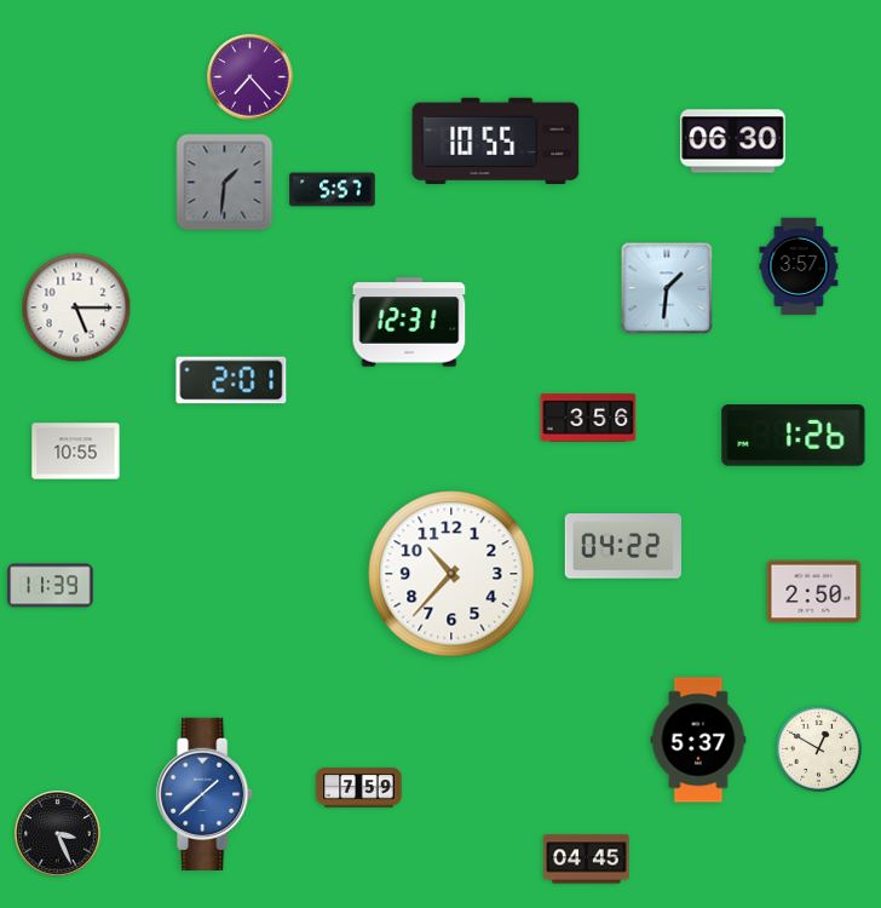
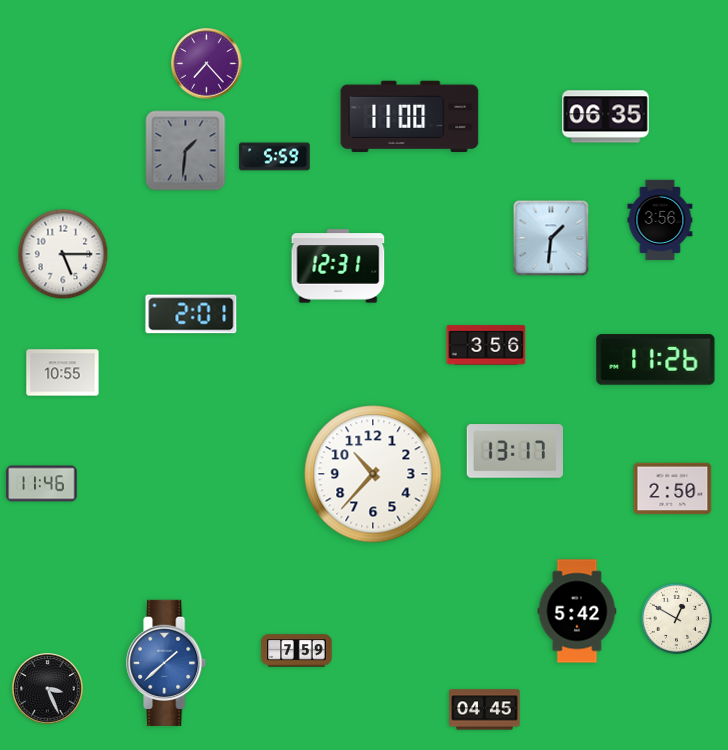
clock at (496, 142): 10:55 -> 11:00
clock at (733, 142): 06:30 -> 06:35
clock at (333, 190): 5:57 -> 5:59
clock at (799, 266): 3:57 -> 3:56
clock at (794, 436): 1:26 -> 11:26
clock at (623, 546): 04:22 -> 13:17
clock at (51, 586): 11:39 -> 11:46
clock at (698, 740): 5:37 -> 5:42
clock at (206, 794) position: (206, 794) -> (167, 663)
